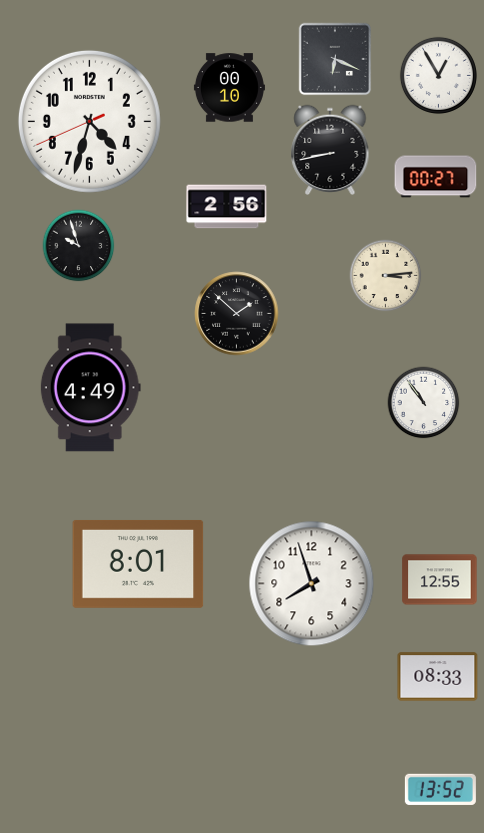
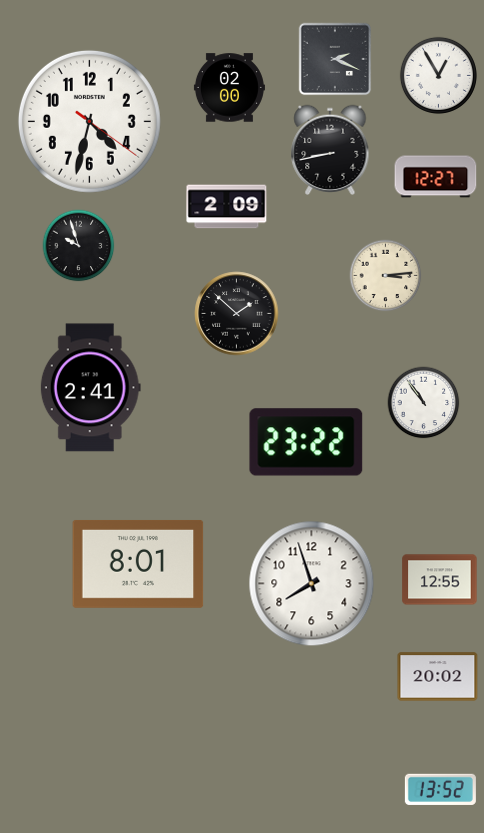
clock at (335, 59): 6:19 -> 2:19
clock at (229, 88): 00:10 -> 02:00
clock at (89, 121): 4:32:41 -> 4:32:21
clock at (436, 177): 00:27 -> 12:27
clock at (227, 207): 2:56 -> 2:09
clock at (90, 388): 4:49 -> 2:41
clock at (306, 442): none -> 23:22
clock at (438, 677): 08:33 -> 20:02
